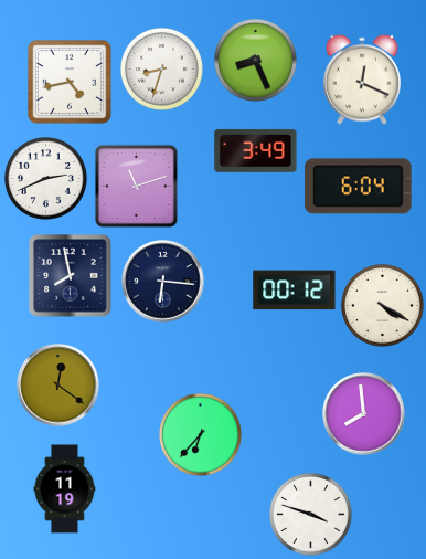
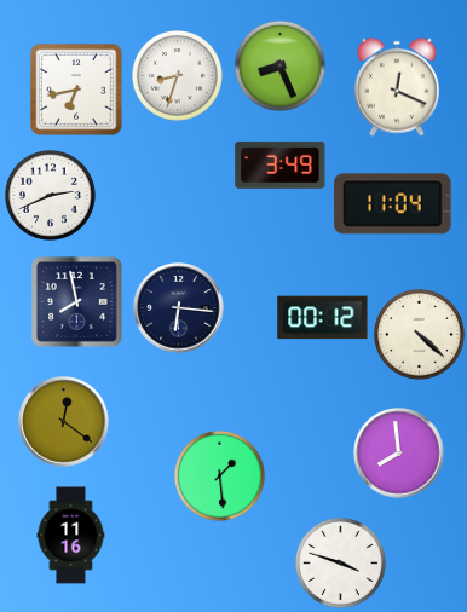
clock at (71, 83): 4:43 -> 6:43
clock at (136, 186): 11:12 -> none
clock at (359, 187): 6:04 -> 11:04
clock at (382, 305): 4:20 -> 4:22
clock at (200, 434): 6:37 -> 1:29
clock at (65, 489): 11:19 -> 11:16
